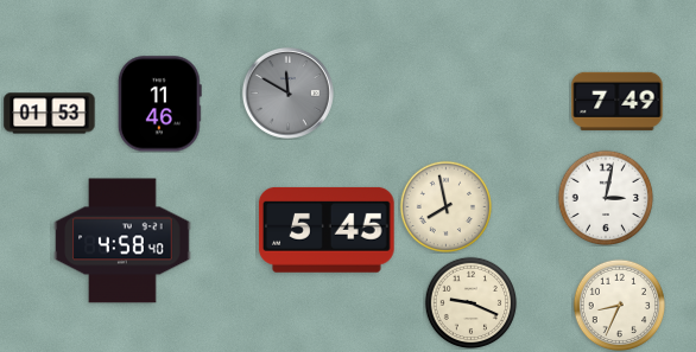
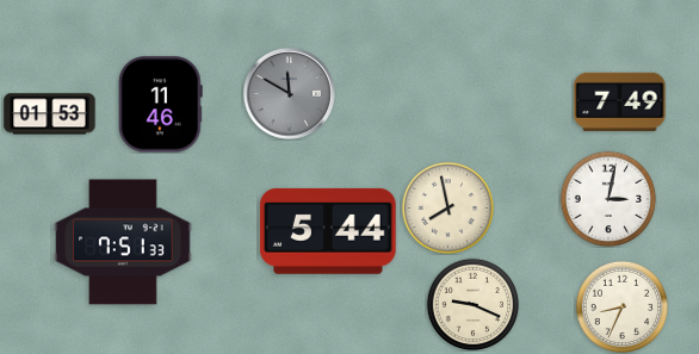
clock at (327, 230): 5:45 -> 5:44
clock at (122, 241): 4:58 -> 7:51
